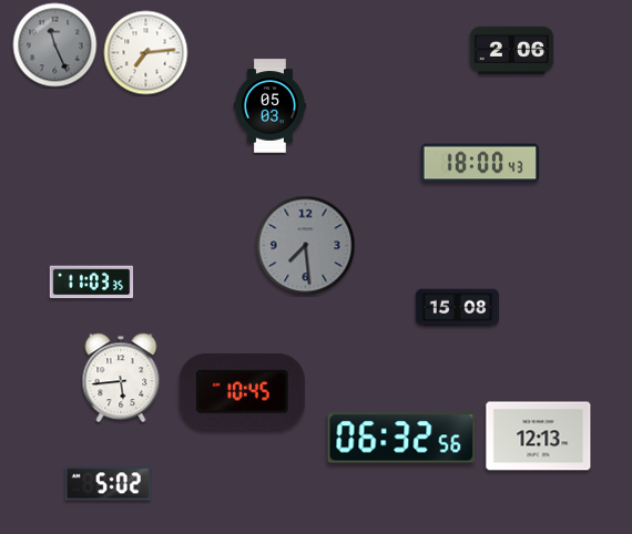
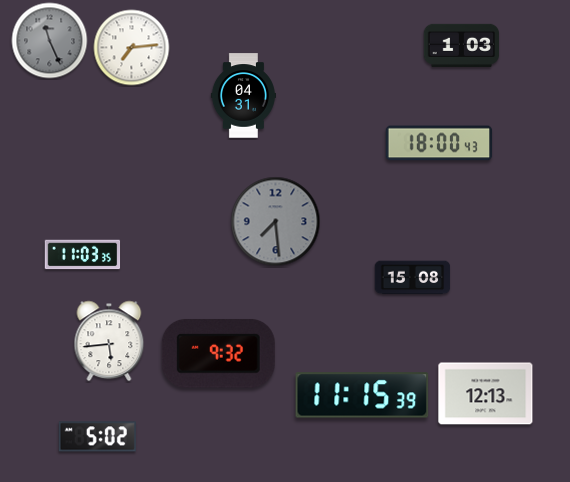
clock at (512, 50): 2:06 -> 1:03
clock at (269, 106): 05:03 -> 04:31
clock at (480, 163) position: (480, 163) -> (439, 143)
clock at (242, 391): 10:45 -> 9:32
clock at (401, 438): 06:32 -> 11:15
